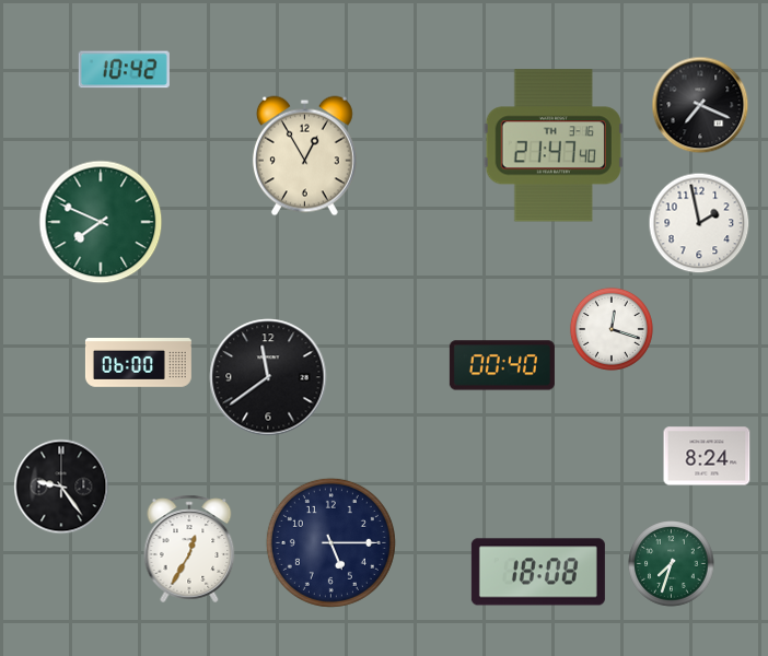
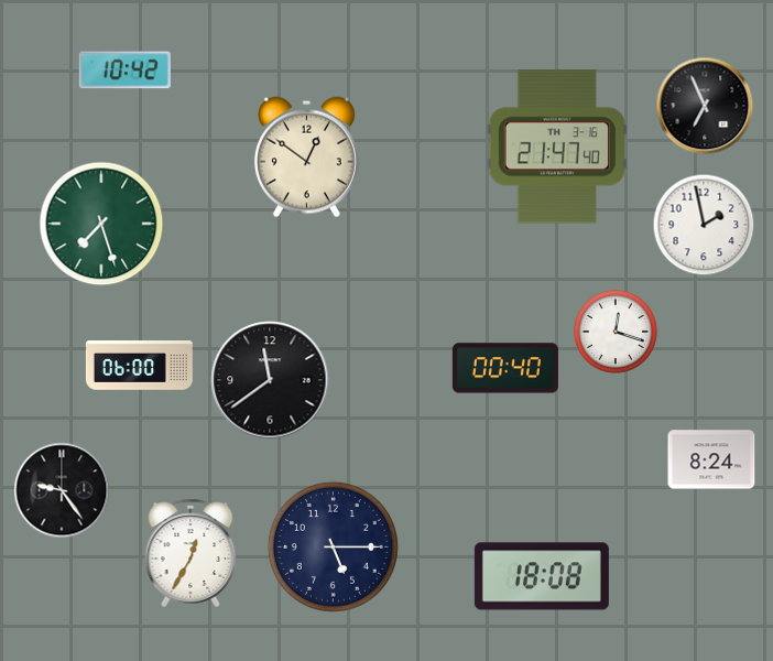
clock at (700, 105): 7:19 -> 6:56
clock at (304, 156): 12:55 -> 12:51
clock at (101, 222): 7:49 -> 7:27
clock at (672, 564): 7:33 -> none
